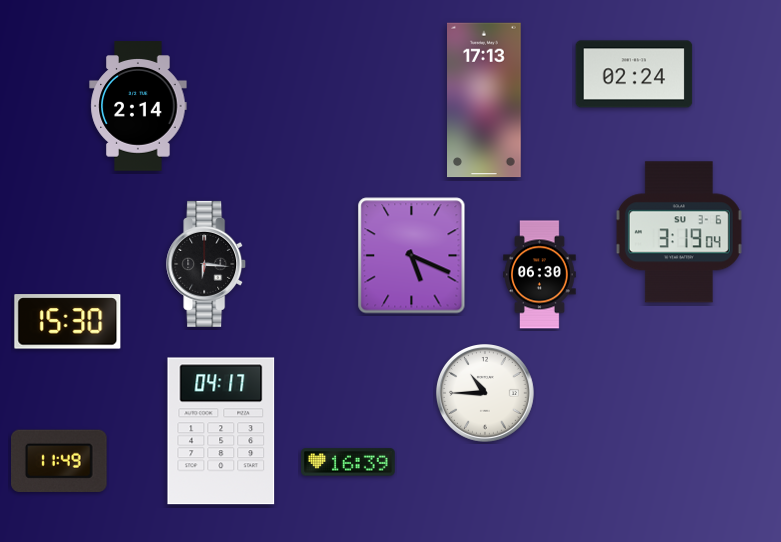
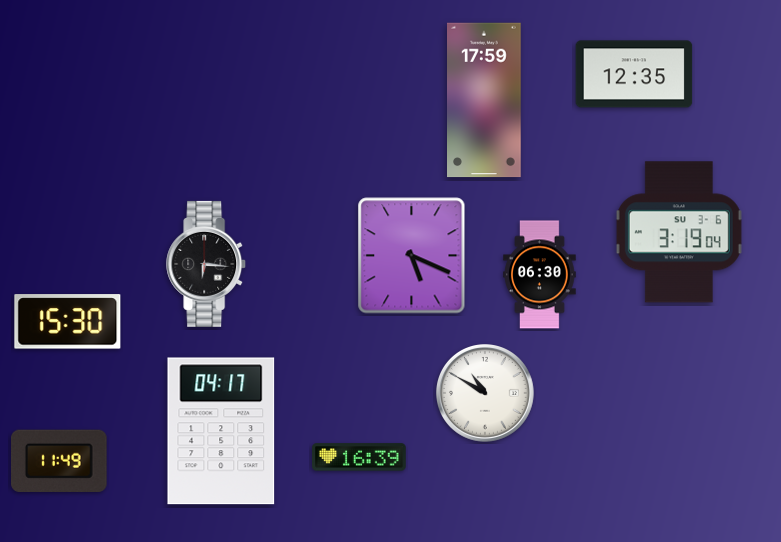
clock at (634, 74): 02:24 -> 12:35
clock at (485, 100): 17:13 -> 17:59
clock at (138, 106): 2:14 -> none
clock at (486, 394): 10:45 -> 10:50
clock at (348, 462) position: (348, 462) -> (359, 457)
